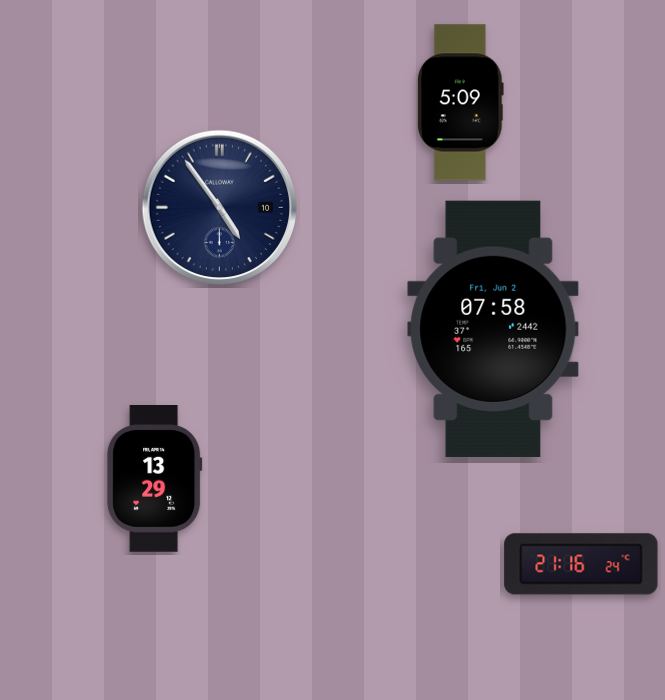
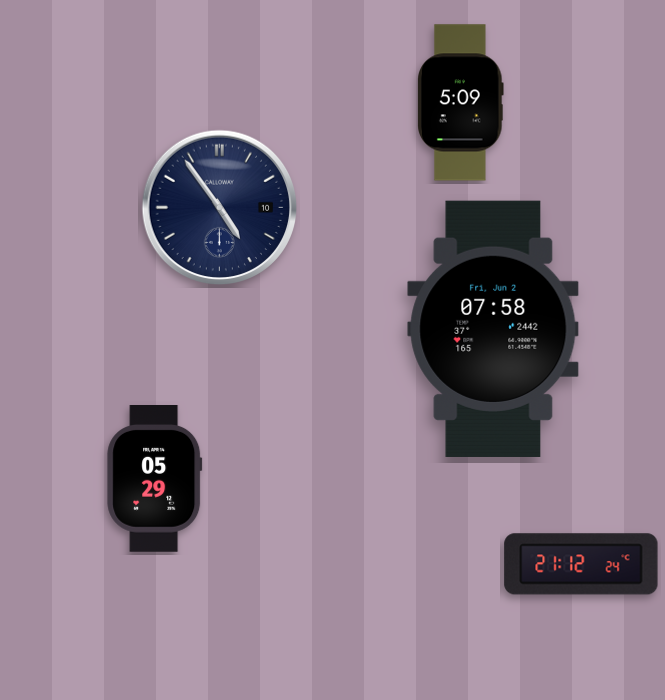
clock at (155, 479): 13:29 -> 05:29
clock at (581, 564): 21:16 -> 21:12
